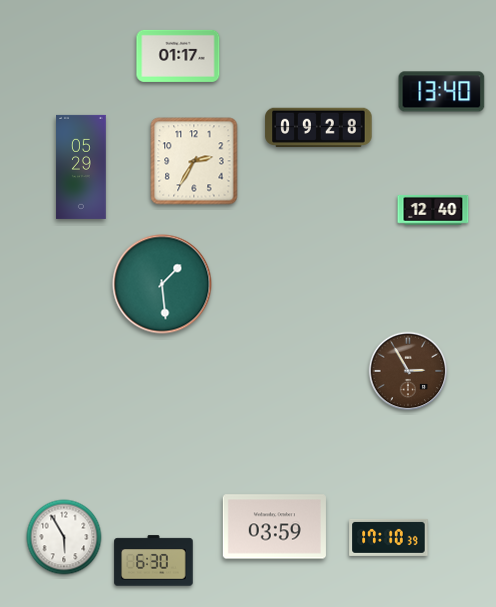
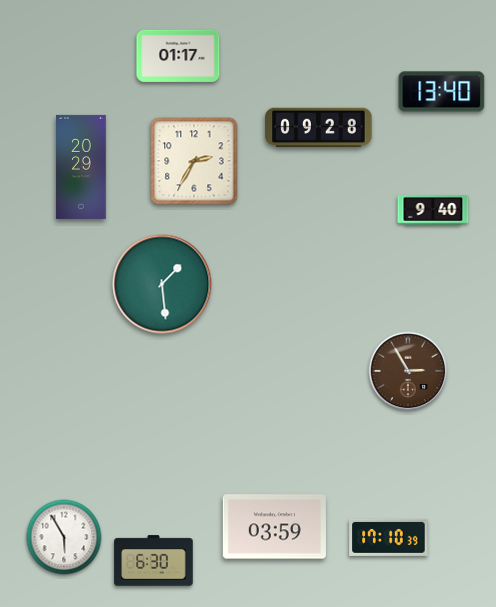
clock at (81, 167): 05:29 -> 20:29
clock at (433, 210): 12:40 -> 9:40
